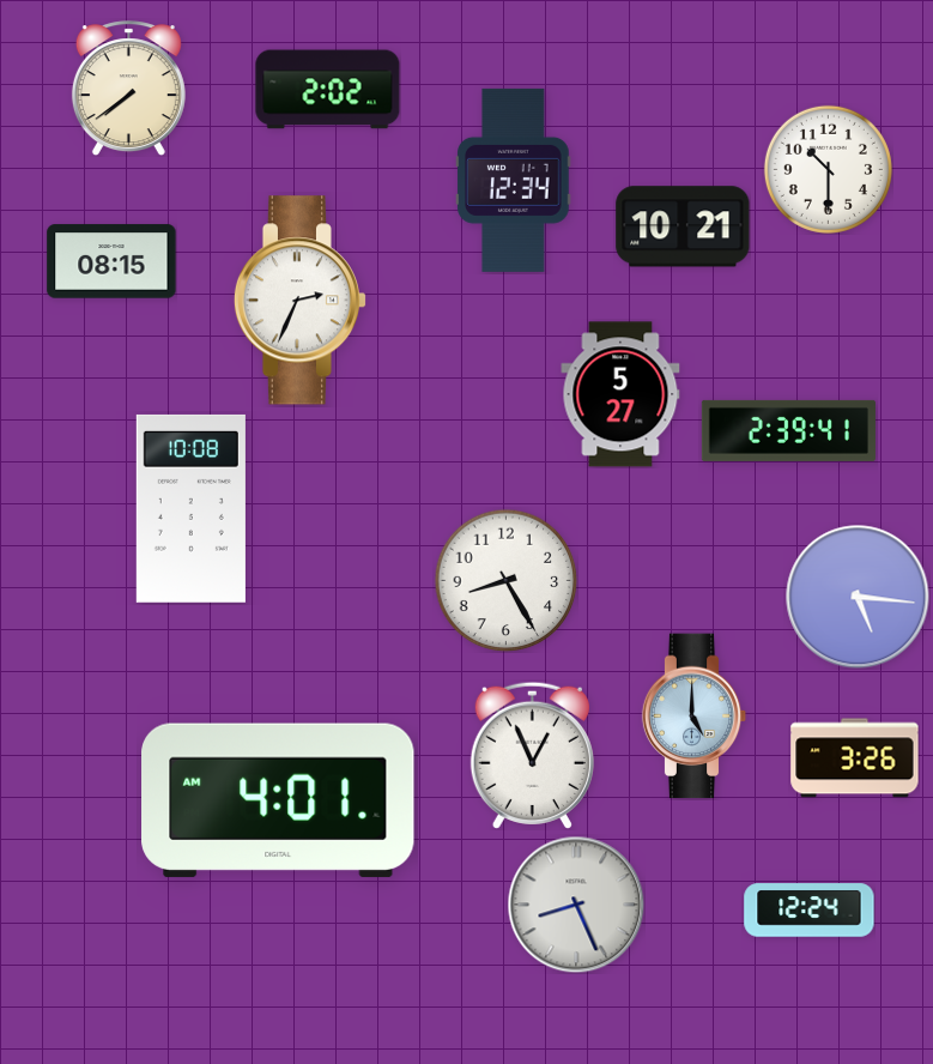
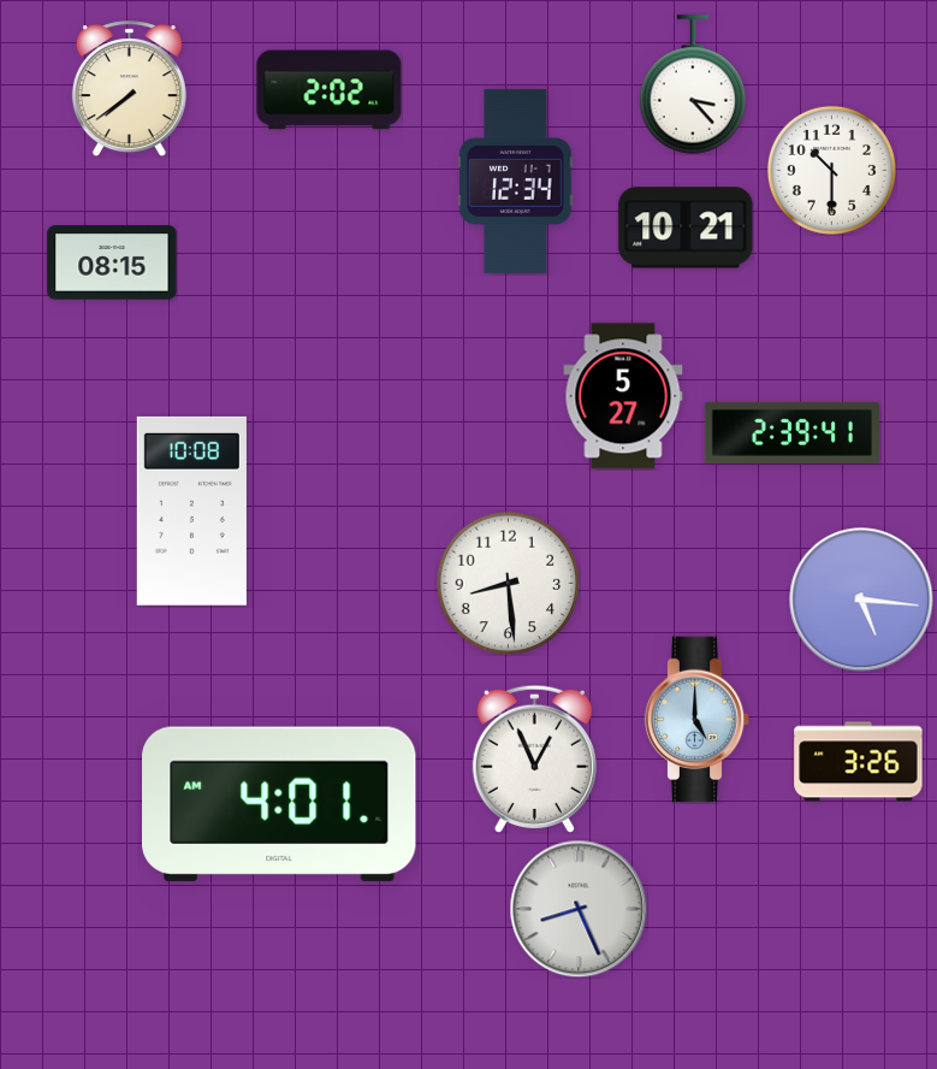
clock at (692, 84): none -> 3:23
clock at (301, 301): 2:34 -> none
clock at (505, 580): 8:25 -> 8:29
clock at (810, 911): 12:24 -> none
